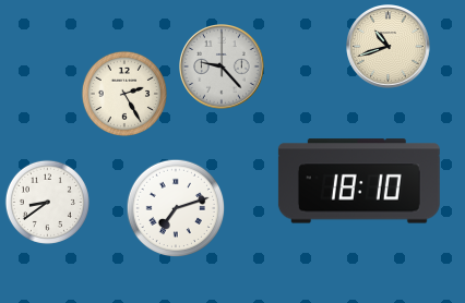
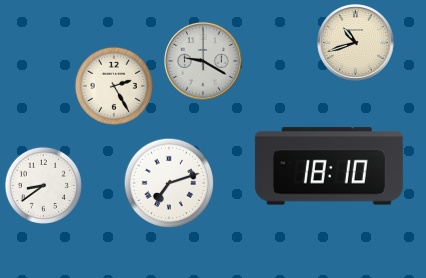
clock at (223, 68): 9:23 -> 9:20
clock at (176, 208) position: (176, 208) -> (169, 183)
